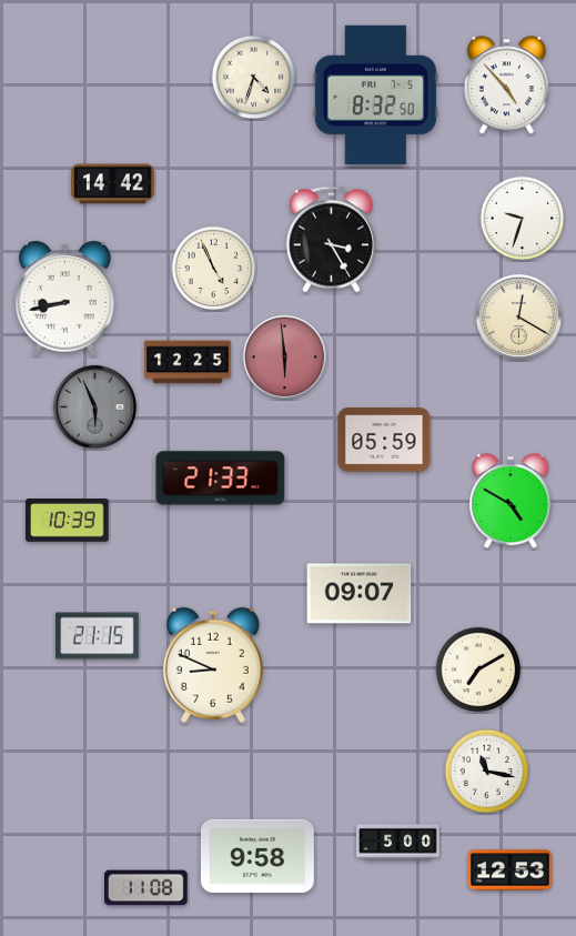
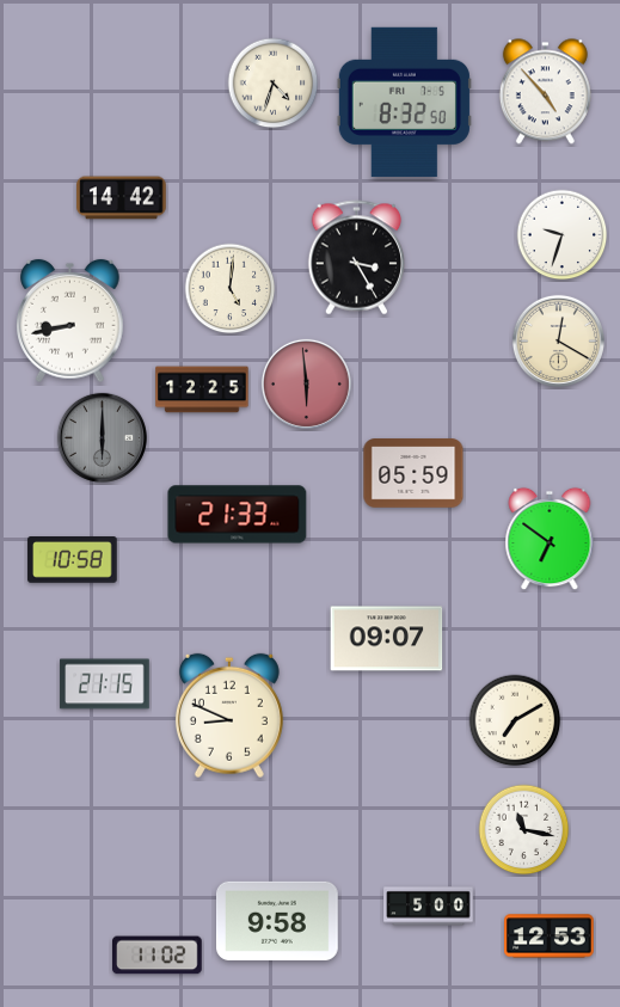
clock at (214, 269): 4:56 -> 5:01
clock at (94, 406): 5:56 -> 6:00
clock at (511, 501): 4:50 -> 6:51
clock at (68, 521): 10:39 -> 10:58
clock at (146, 888): 11:08 -> 11:02
